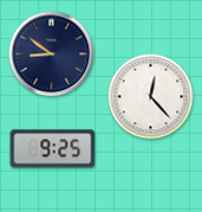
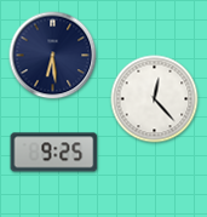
clock at (52, 54): 8:51 -> 6:29
